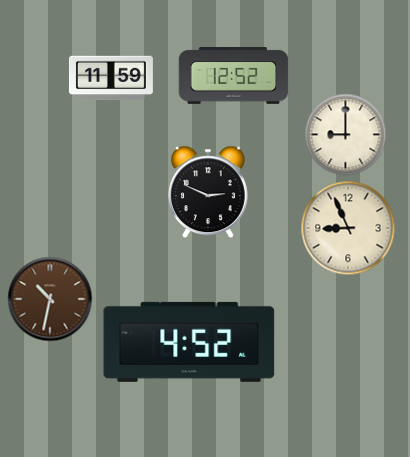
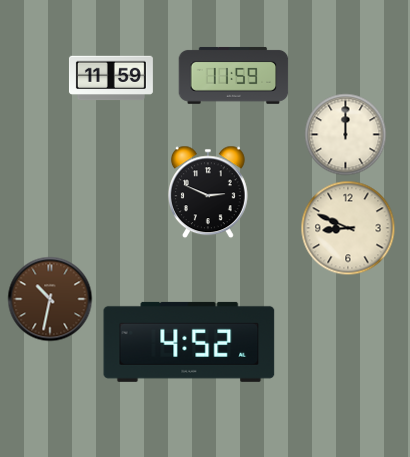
clock at (234, 76): 12:52 -> 11:59
clock at (346, 135): 9:00 -> 12:00
clock at (348, 228): 8:56 -> 8:49
